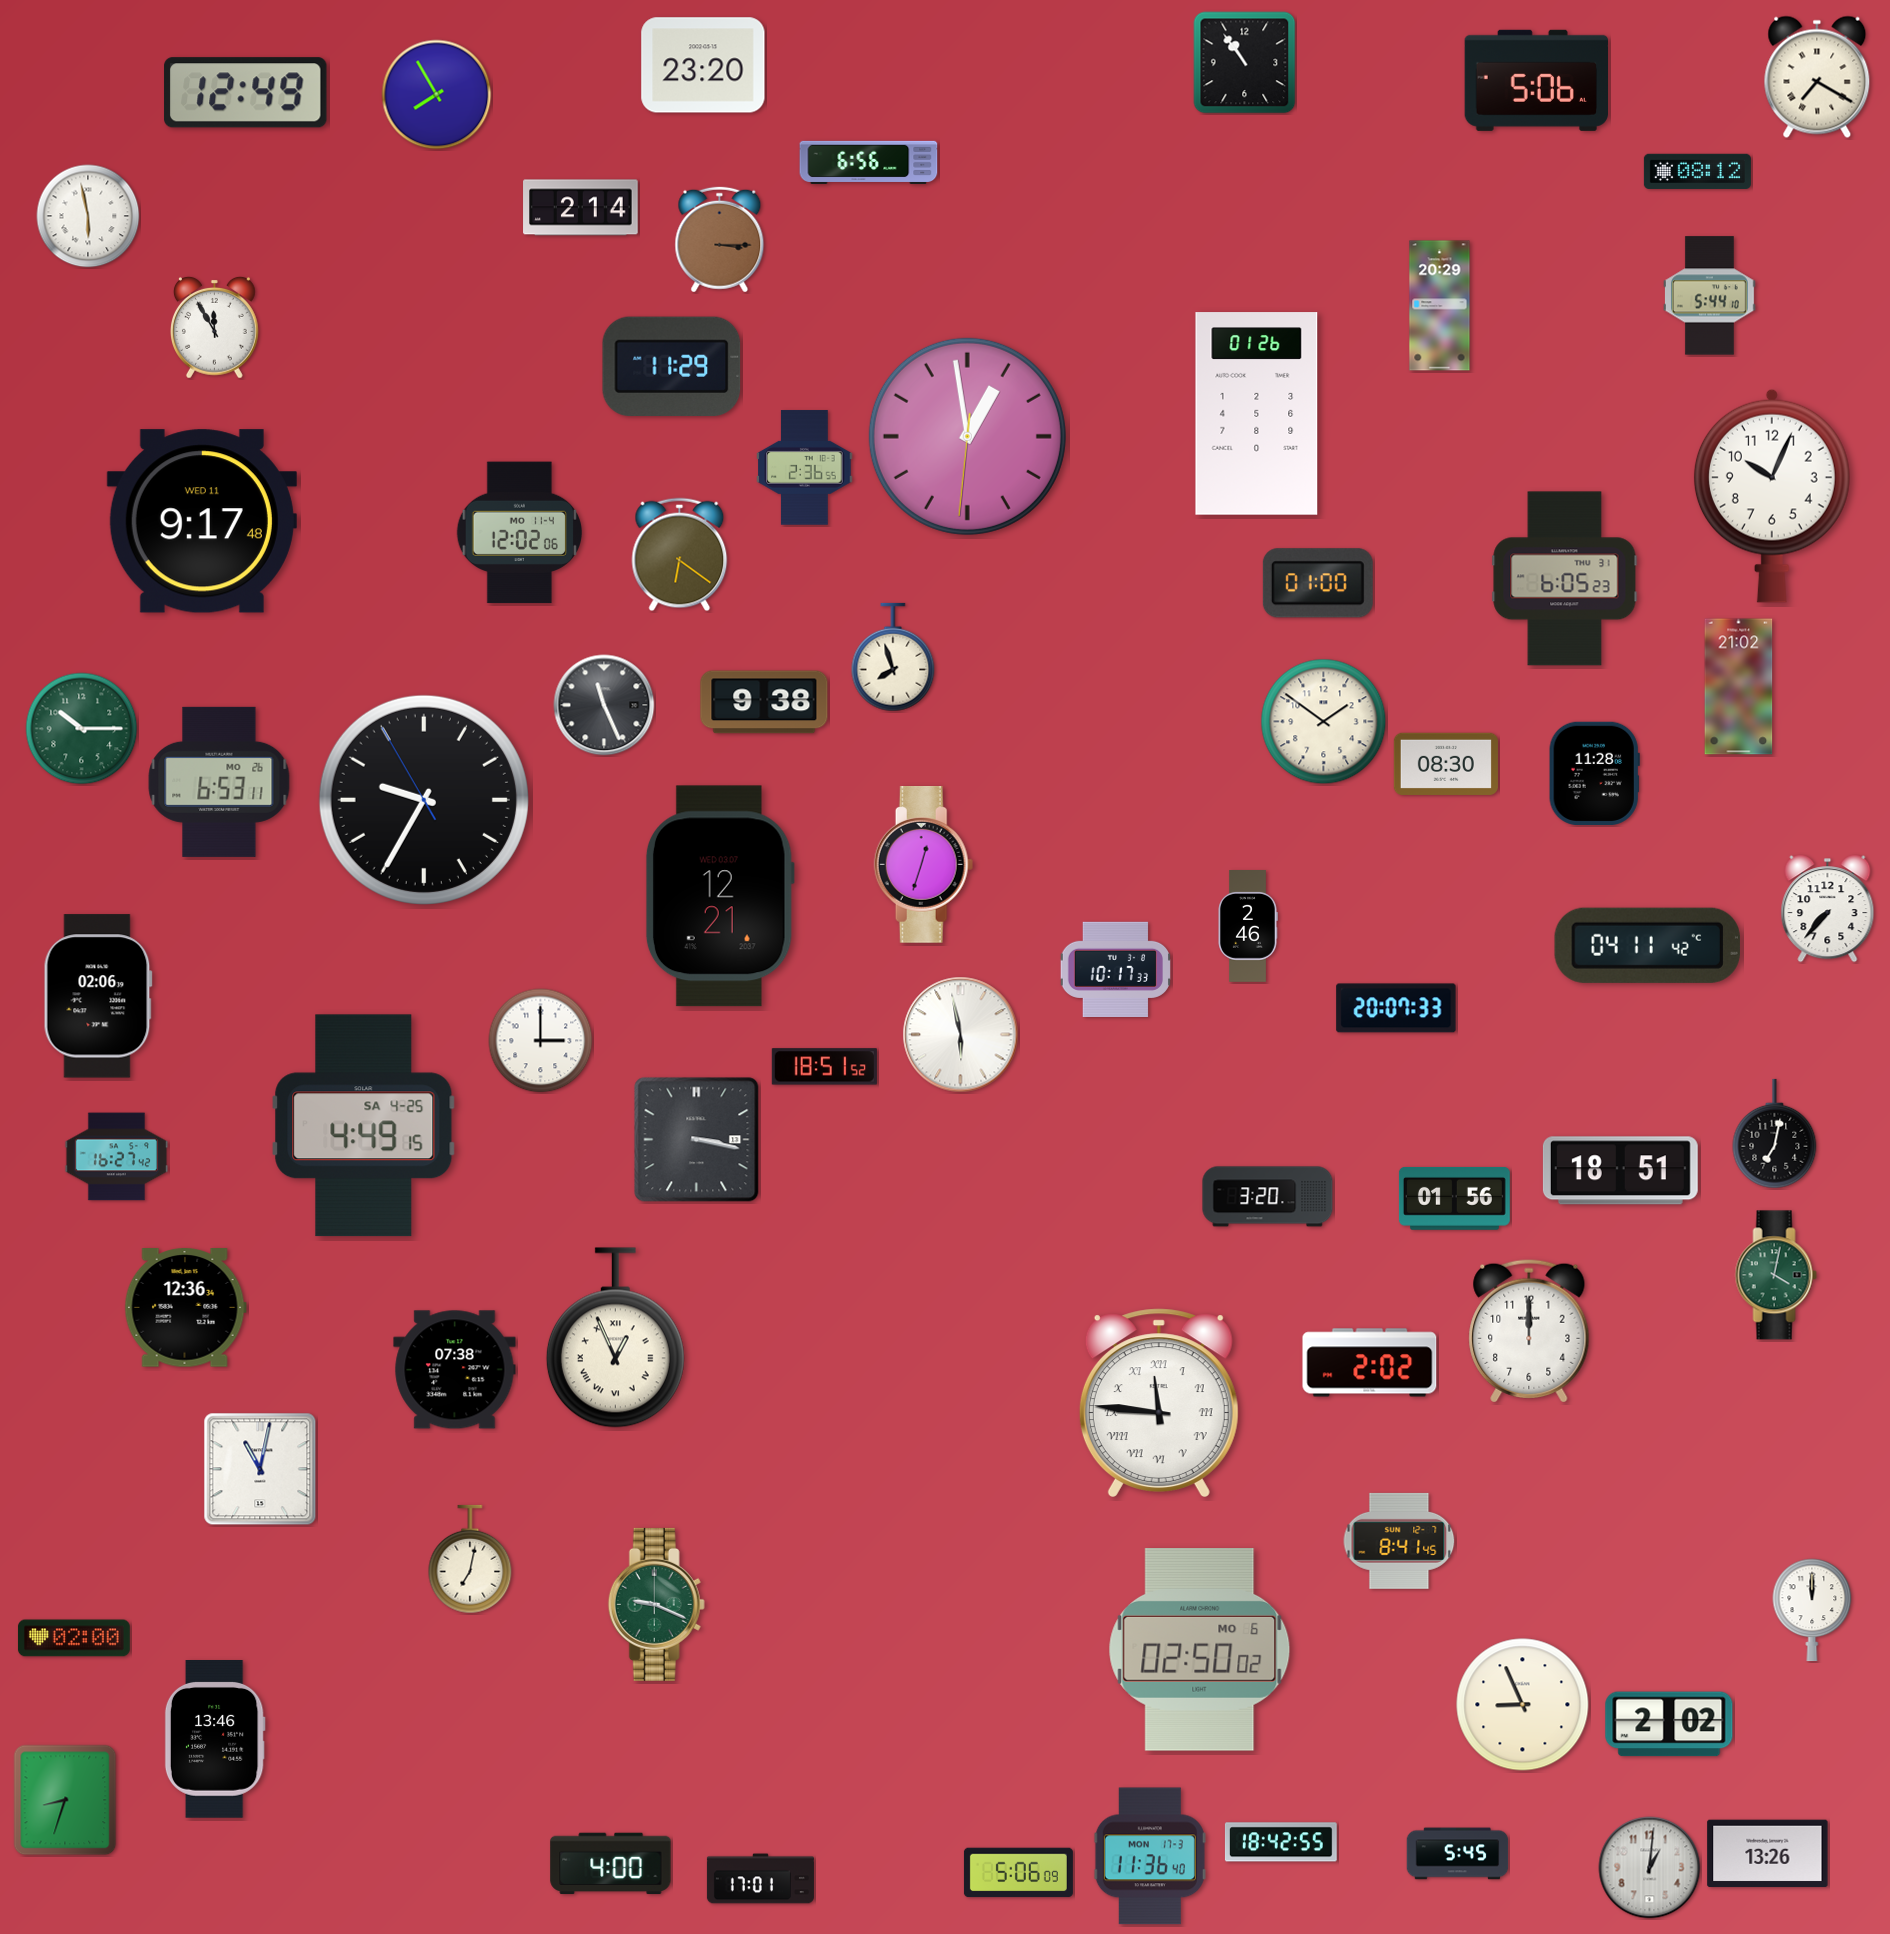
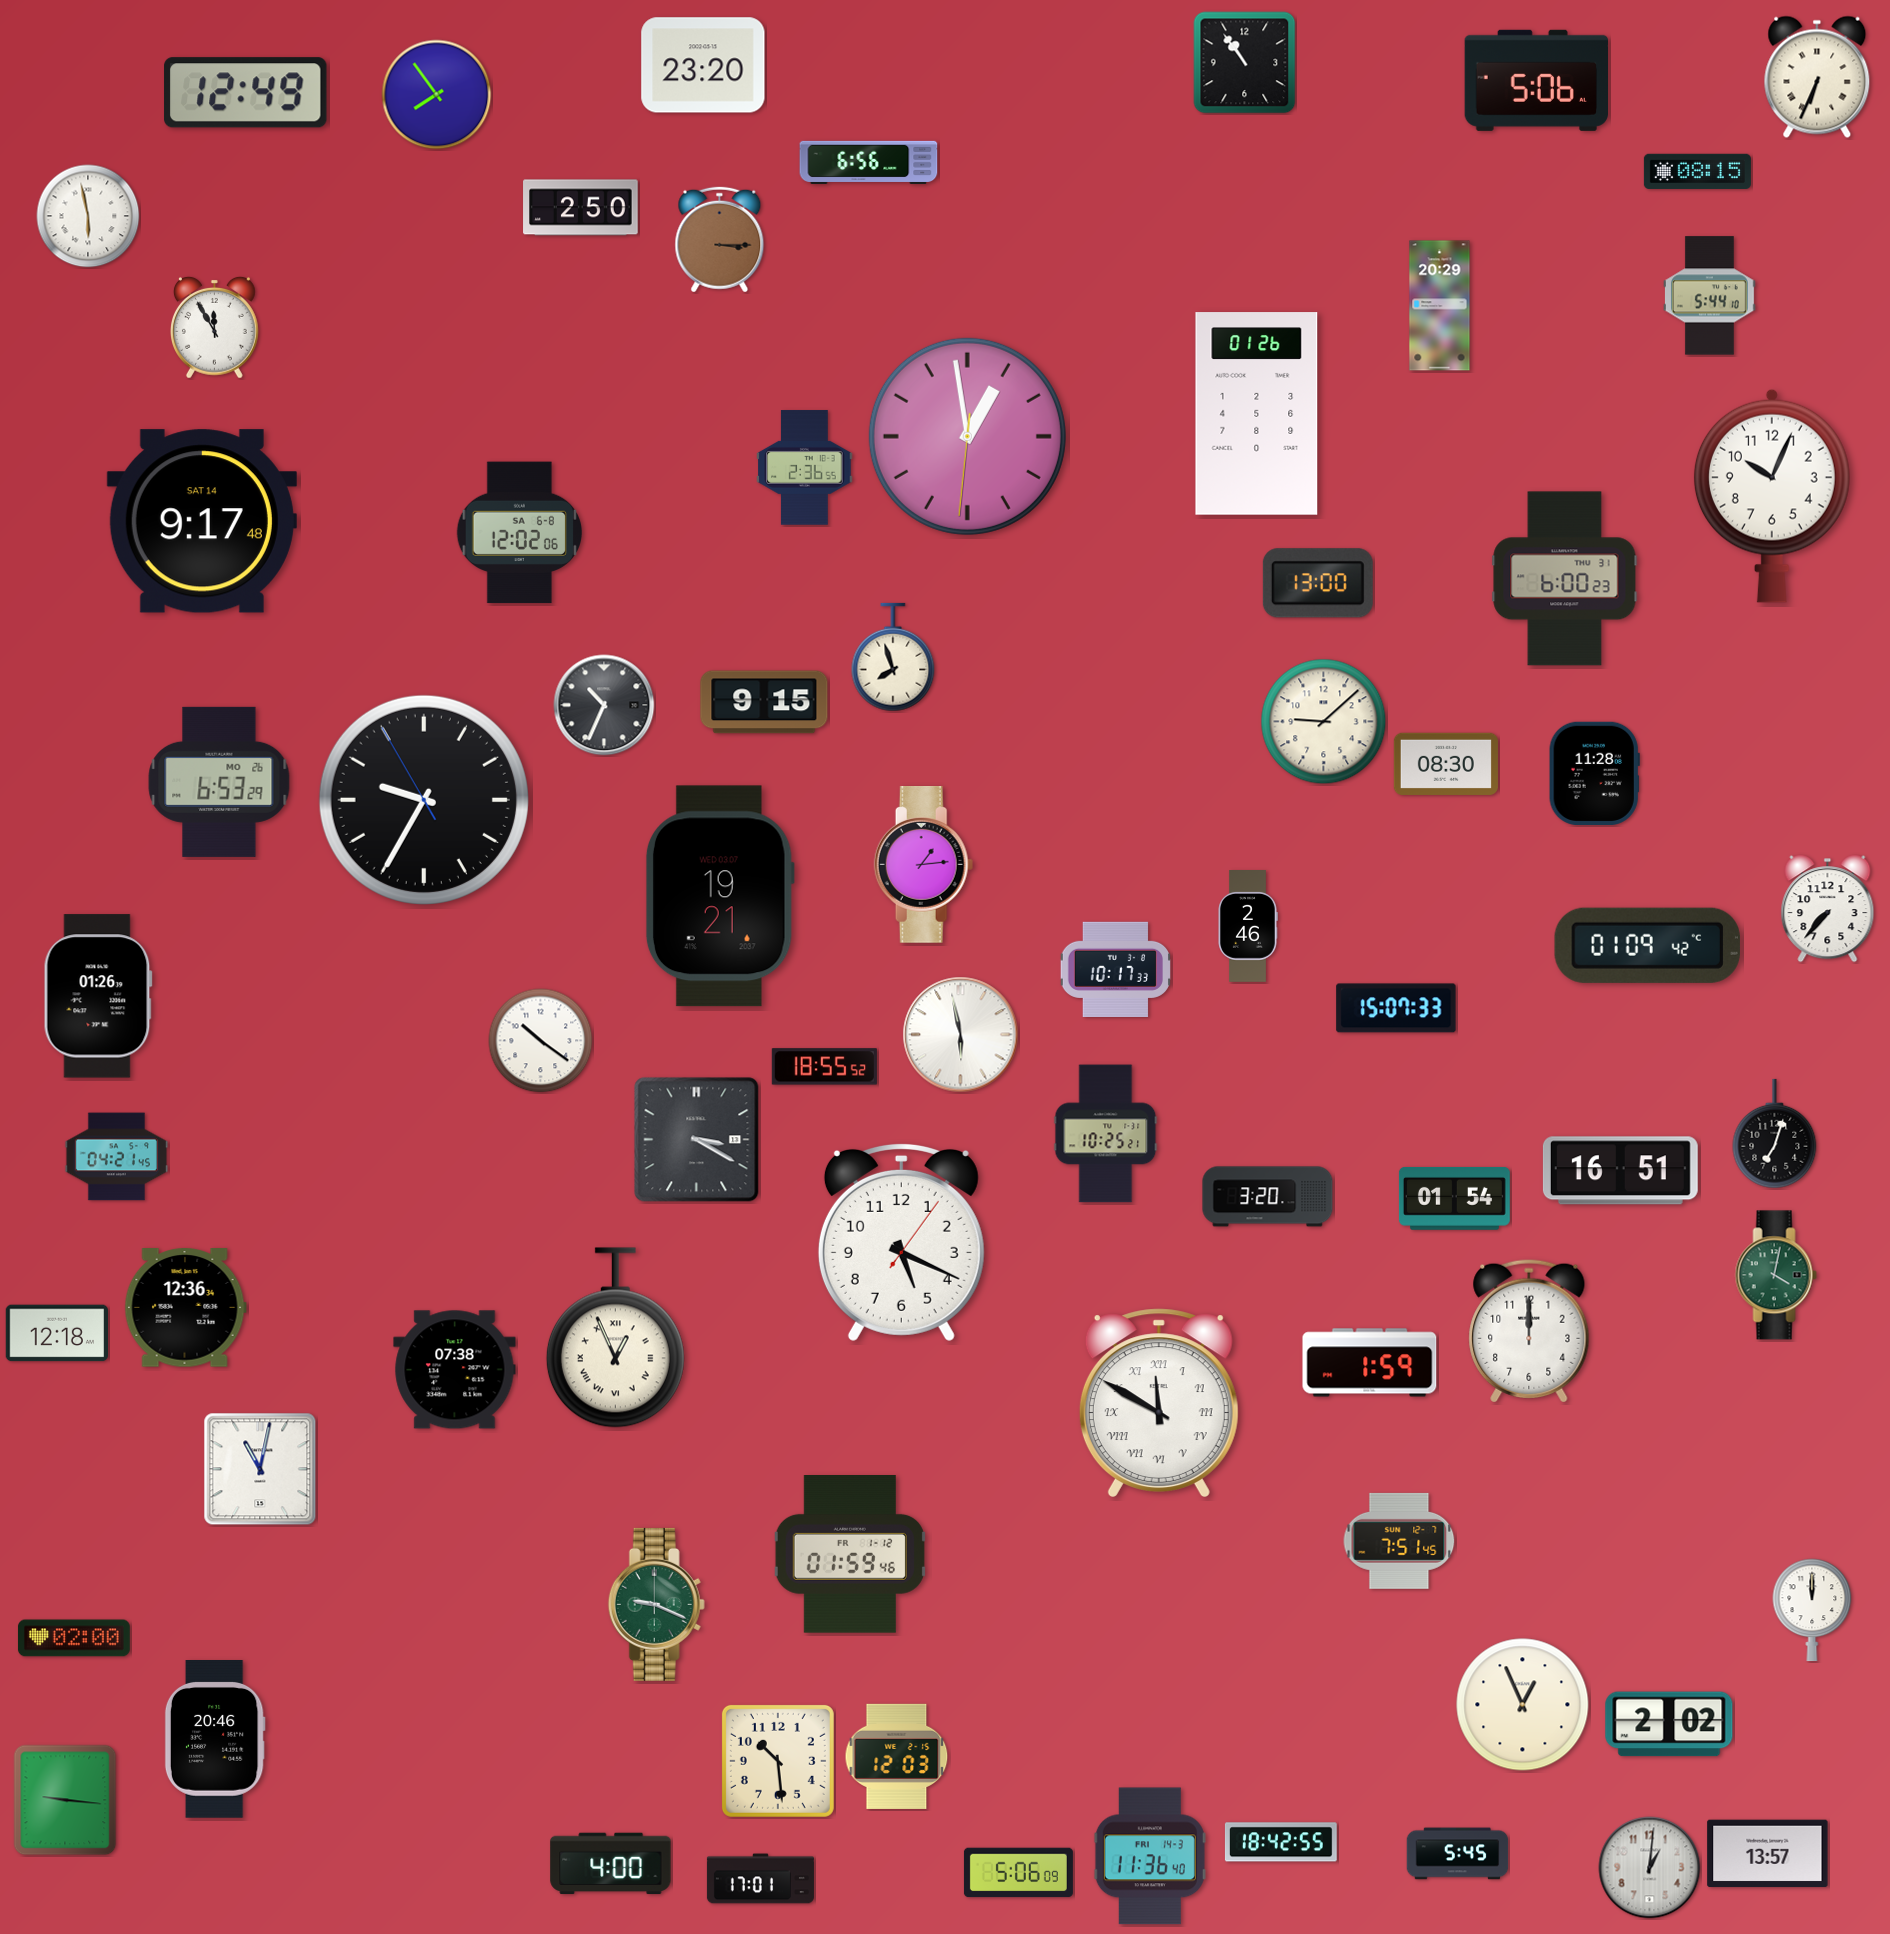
clock at (1817, 77): 7:20 -> 6:34
clock at (437, 95): 7:55 -> 7:54
clock at (1697, 171): 08:12 -> 08:15
clock at (581, 208): 2:14 -> 2:50
clock at (672, 366): 11:29 -> none
clock at (202, 521) date: WED 11 -> SAT 14
clock at (519, 533) date: MO 11-4 -> SA 6-8
clock at (680, 555): 6:21 -> none
clock at (1565, 579): 6:05 -> 6:00
clock at (1318, 583): 01:00 -> 13:00
clock at (1739, 687): 21:02 -> none
clock at (764, 702): 9:38 -> 9:15
clock at (604, 705): 11:26 -> 10:34
clock at (1324, 722): 1:51 -> 9:08
clock at (82, 729): 10:15 -> none
clock at (219, 782): 6:53:11 -> 6:53:29
clock at (924, 865): 12:33 -> 1:14
clock at (720, 896): 12:21 -> 19:21
clock at (1647, 945): 04:11 -> 01:09
clock at (98, 996): 02:06 -> 01:26
clock at (1396, 1008): 20:07 -> 15:07
clock at (541, 1041): 3:00 -> 10:21
clock at (824, 1067): 18:51 -> 18:55
clock at (364, 1126): 4:49 -> none
clock at (1106, 1134): none -> 10:25
clock at (1775, 1134): 7:02 -> 7:03
clock at (697, 1140): 3:17 -> 3:20
clock at (116, 1157): 16:27 -> 04:21
clock at (1620, 1171): 18:51 -> 16:51
clock at (1454, 1199): 01:56 -> 01:54
clock at (901, 1242): none -> 5:19
clock at (56, 1333): none -> 12:18
clock at (1370, 1363): 2:02 -> 1:59
clock at (1159, 1402): 11:46 -> 11:50
clock at (1399, 1541): 8:41 -> 7:51
clock at (850, 1555): none -> 01:59
clock at (470, 1559): 7:02 -> none
clock at (1200, 1650): 02:50 -> none
clock at (1523, 1705): 8:56 -> 12:56
clock at (215, 1740): 13:46 -> 20:46
clock at (897, 1756): none -> 12:03
clock at (778, 1761): none -> 10:29
clock at (65, 1800): 8:33 -> 9:16
clock at (1768, 1854): 13:26 -> 13:57
clock at (1150, 1856) date: MON 17-3 -> FRI 14-3
